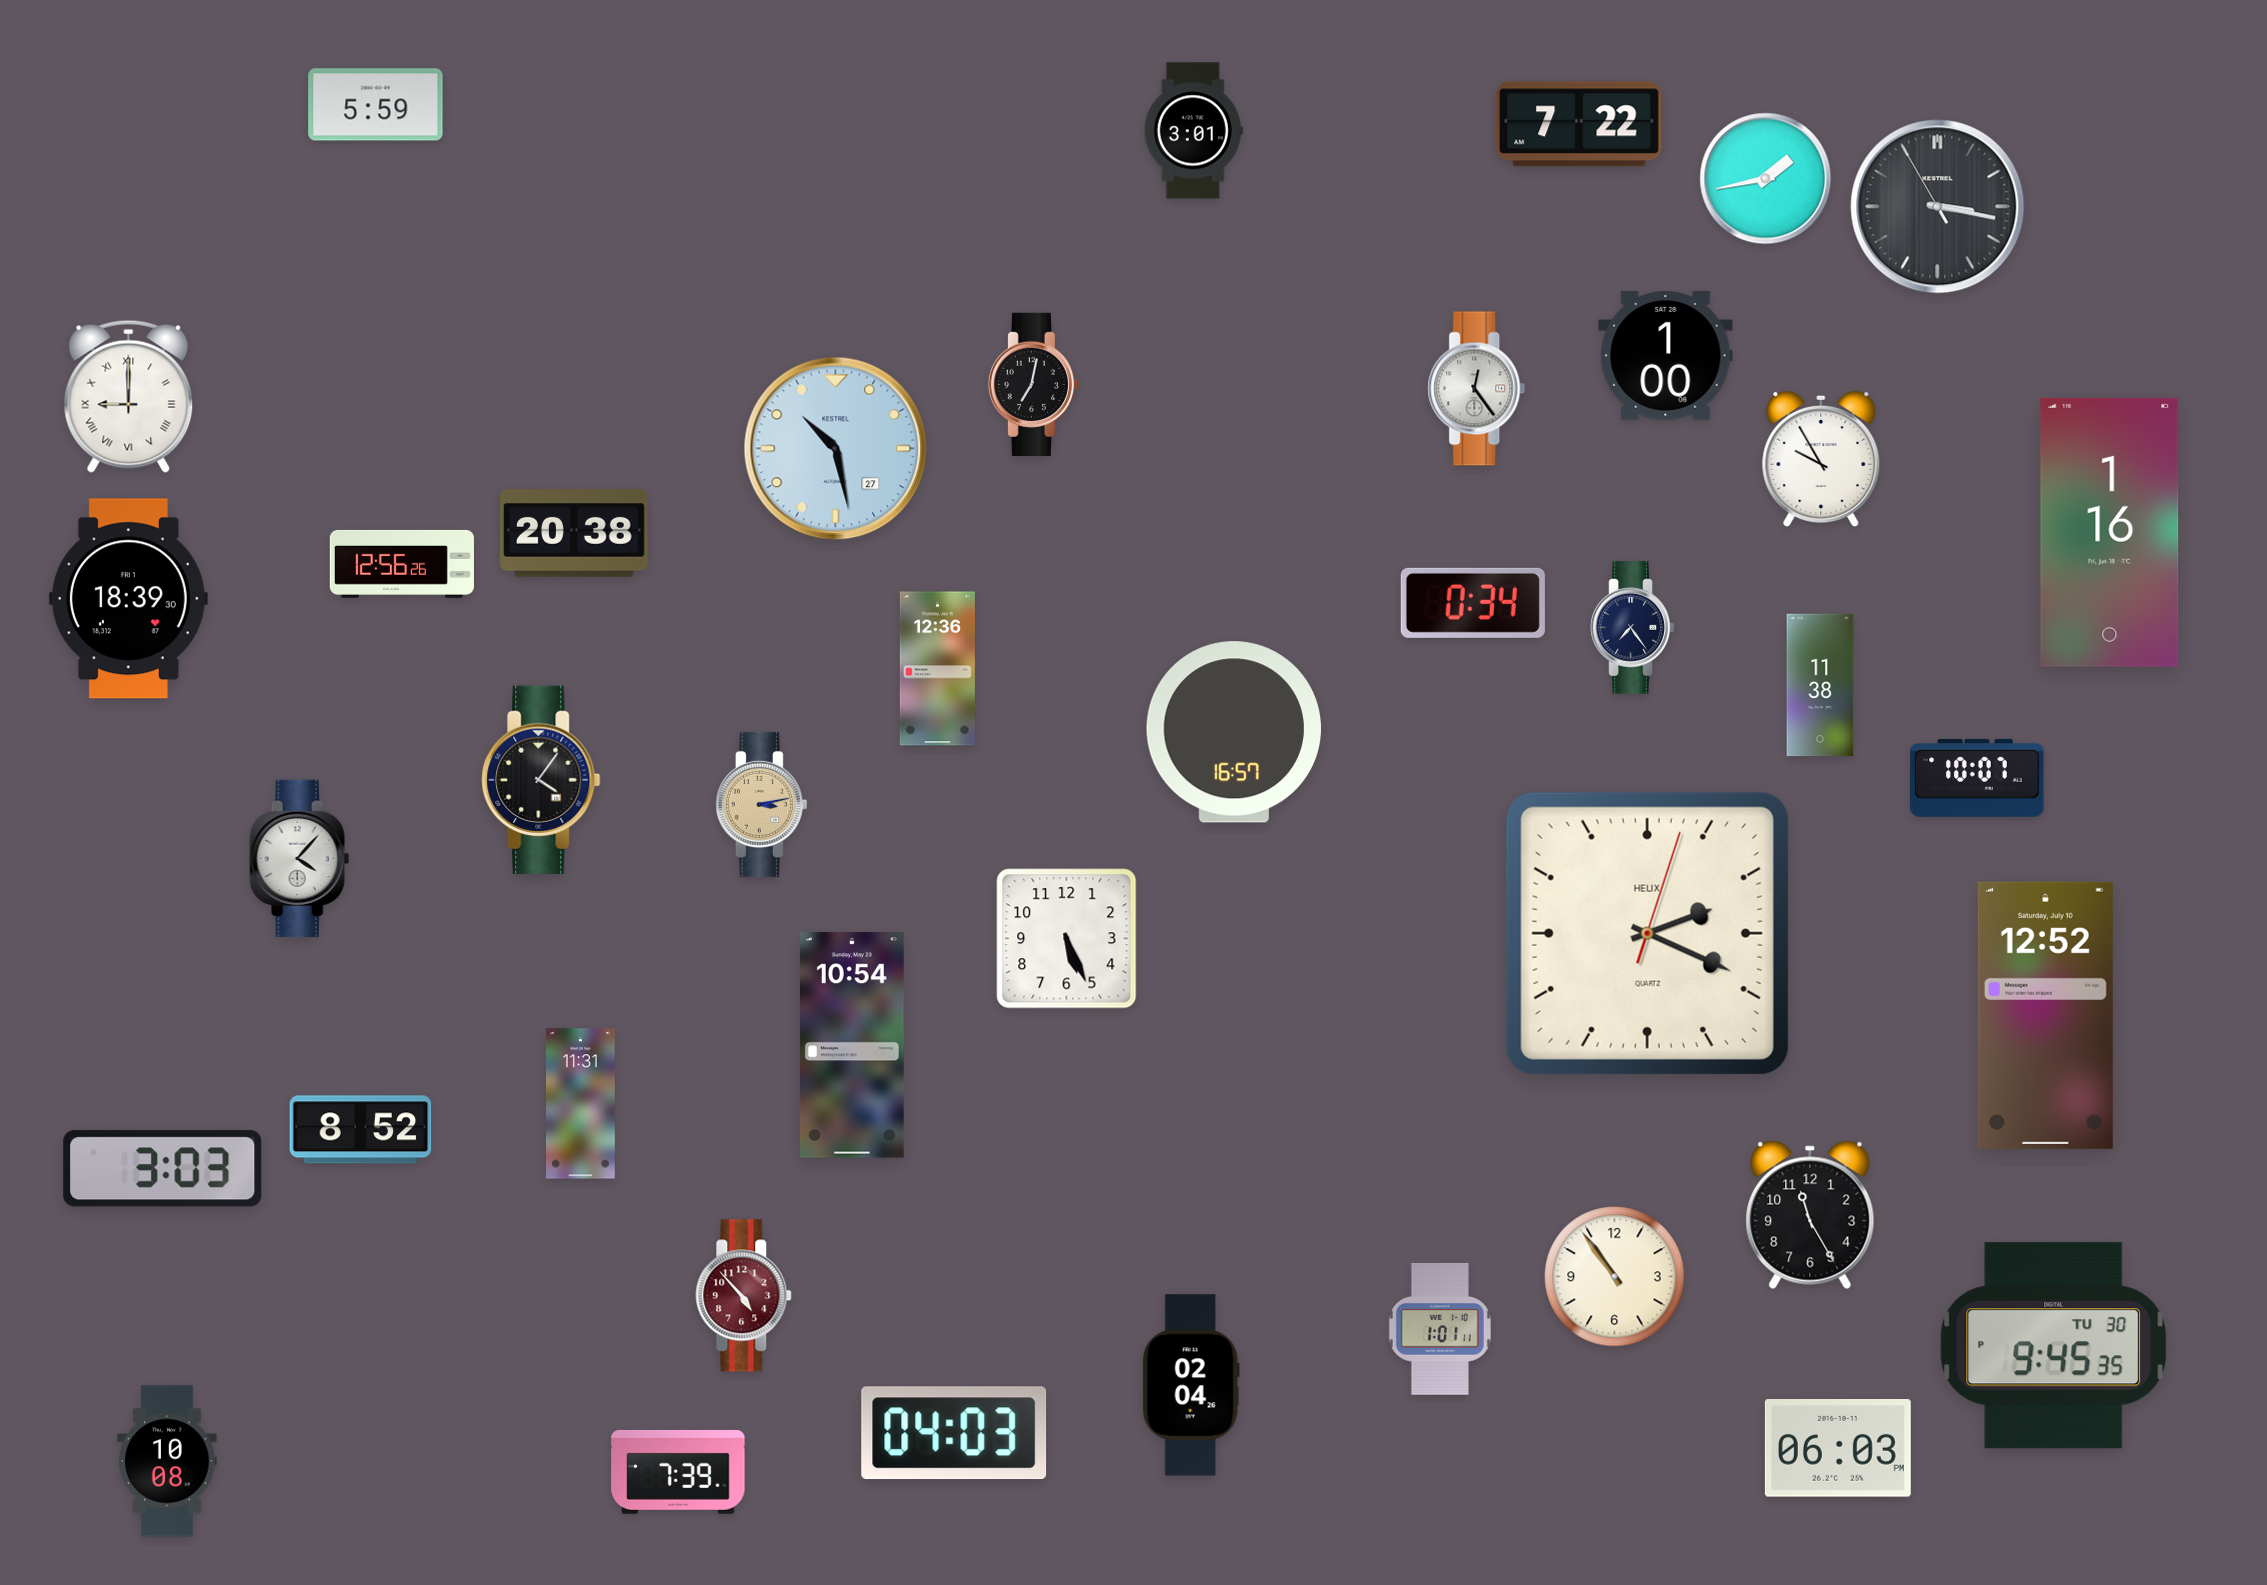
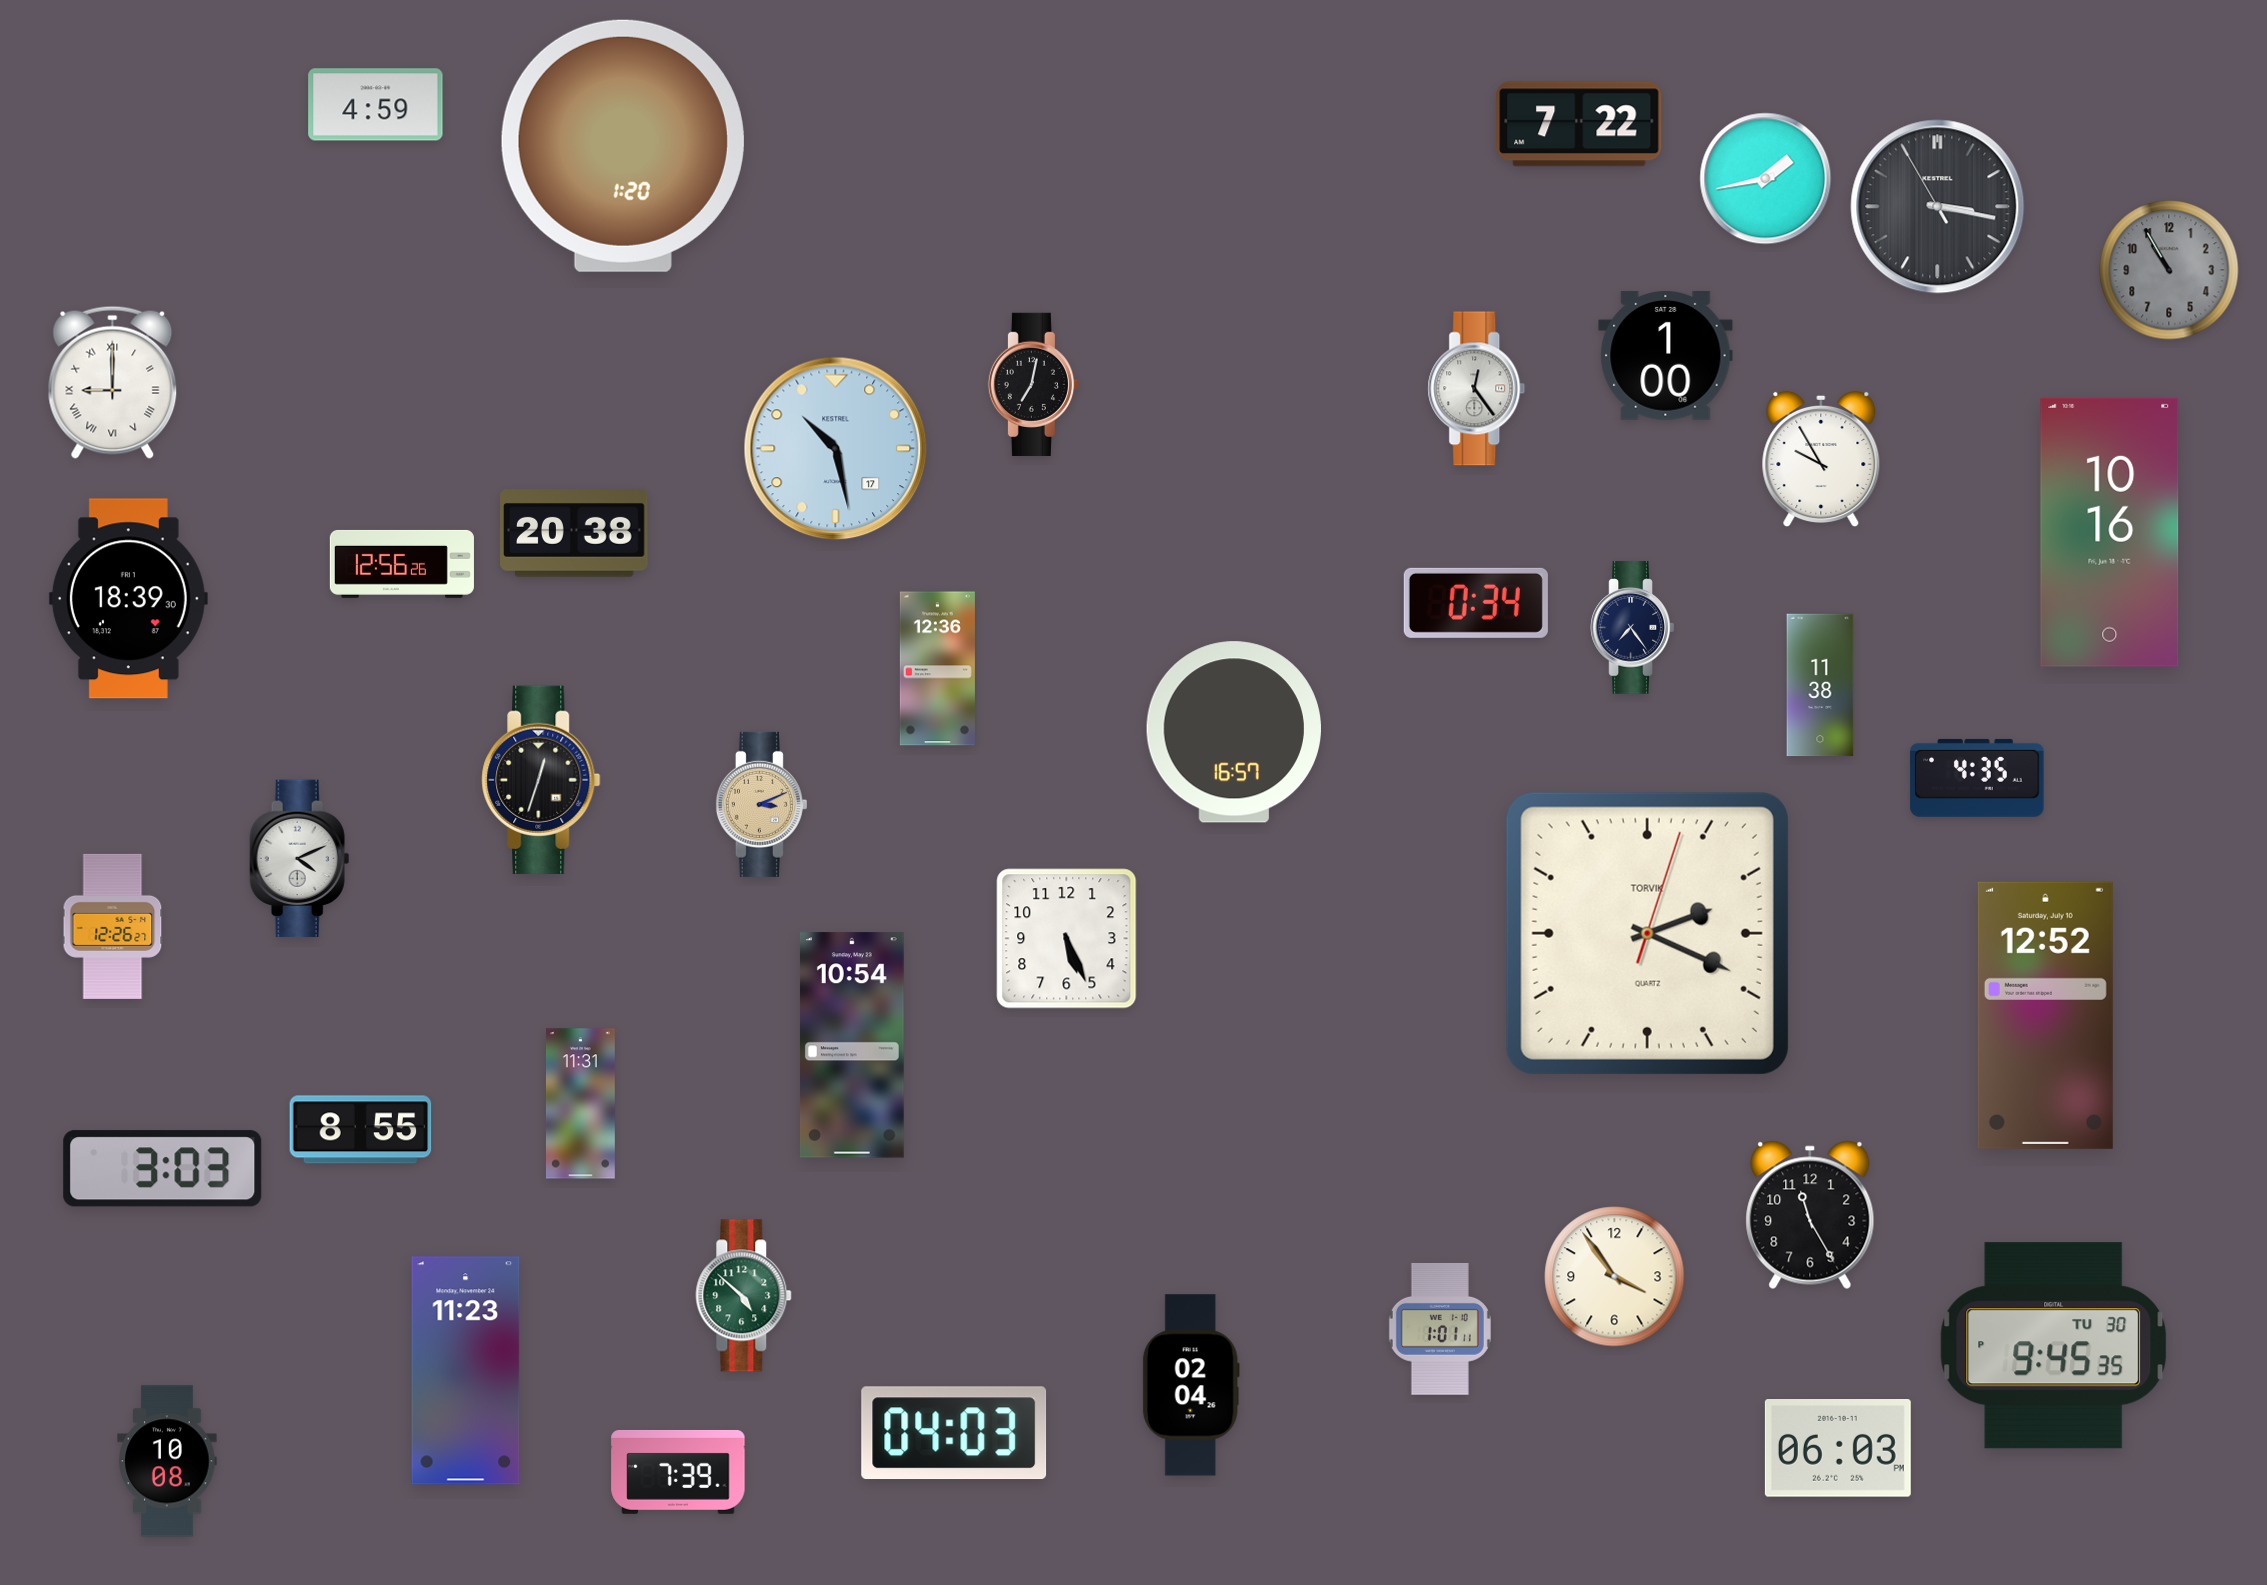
clock at (376, 105): 5:59 -> 4:59
clock at (1193, 131): 3:01 -> none
clock at (623, 146): none -> 1:20
clock at (2169, 270): none -> 10:55
clock at (129, 396) position: (129, 396) -> (113, 382)
clock at (836, 449) date: 27 -> 17
clock at (2110, 532): 1:16 -> 10:16
clock at (1473, 603) position: (1473, 603) -> (1476, 603)
clock at (1977, 778): 10:07 -> 4:35
clock at (541, 780): 4:06 -> 12:33
clock at (761, 804): 3:13 -> 3:11
clock at (300, 859): 4:07 -> 4:11
clock at (113, 926): none -> 12:26
clock at (1647, 933) brand: HELIX -> TORVIK
clock at (361, 1130): 8:52 -> 8:55
clock at (1615, 1277): 10:54 -> 3:54
clock at (744, 1296): 4:53 -> 4:52
clock at (744, 1296) dial: burgundy -> green
clock at (466, 1371): none -> 11:23
